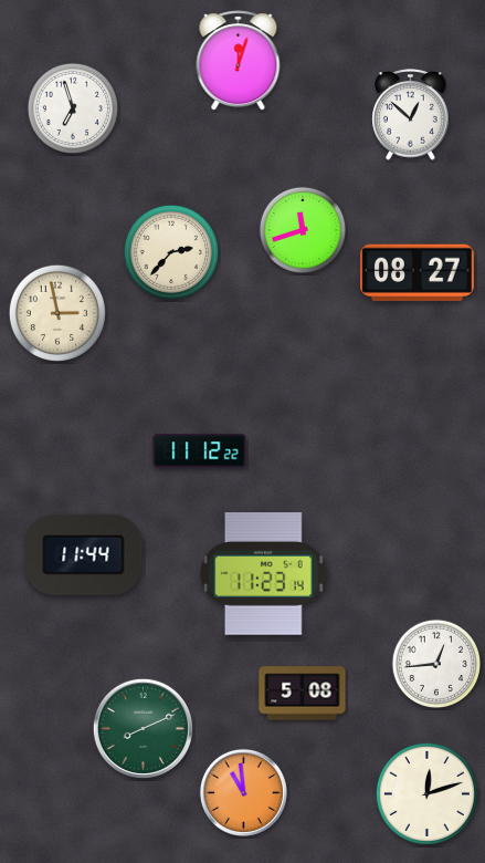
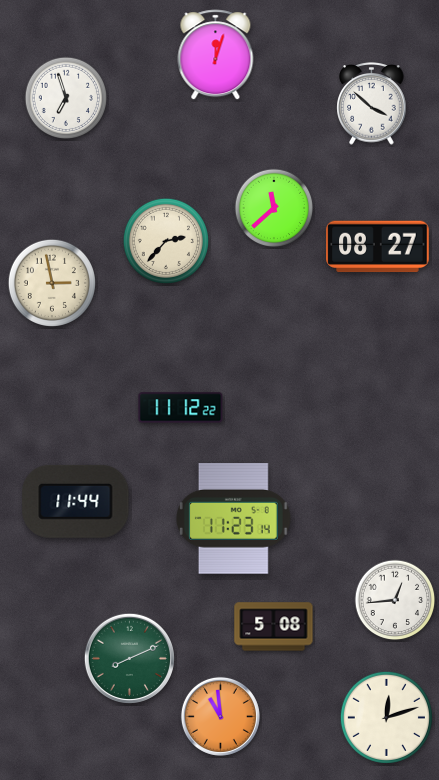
clock at (411, 115): 12:52 -> 3:52
clock at (303, 230): 11:42 -> 11:38
clock at (170, 251) position: (170, 251) -> (165, 240)
clock at (263, 574) position: (263, 574) -> (233, 519)
